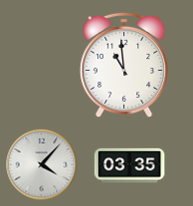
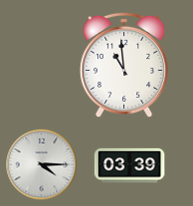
clock at (42, 165): 4:07 -> 4:15
clock at (130, 166): 03:35 -> 03:39
